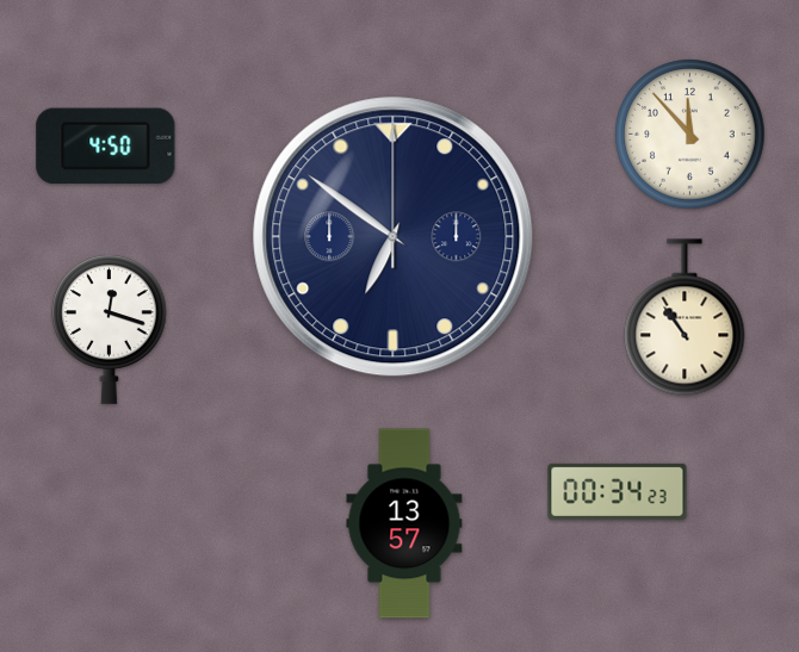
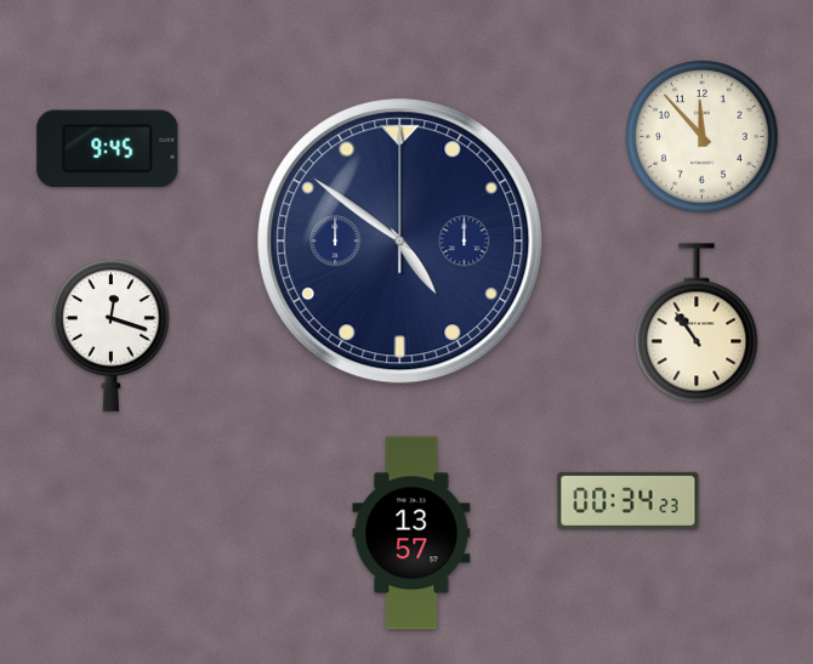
clock at (106, 147): 4:50 -> 9:45
clock at (394, 237): 6:51 -> 4:51
